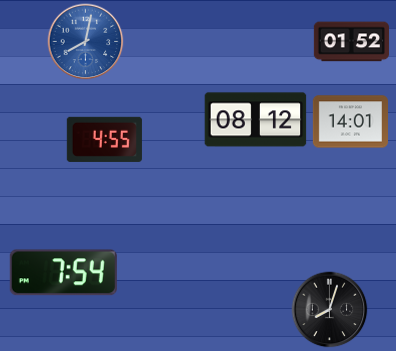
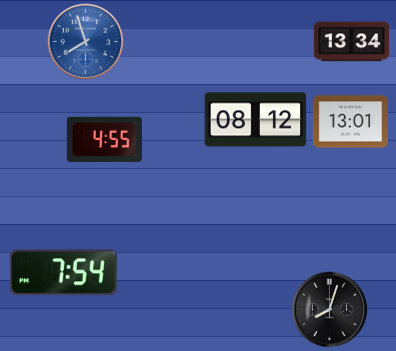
clock at (86, 42): 8:02 -> 7:57
clock at (351, 42): 01:52 -> 13:34
clock at (350, 122): 14:01 -> 13:01
